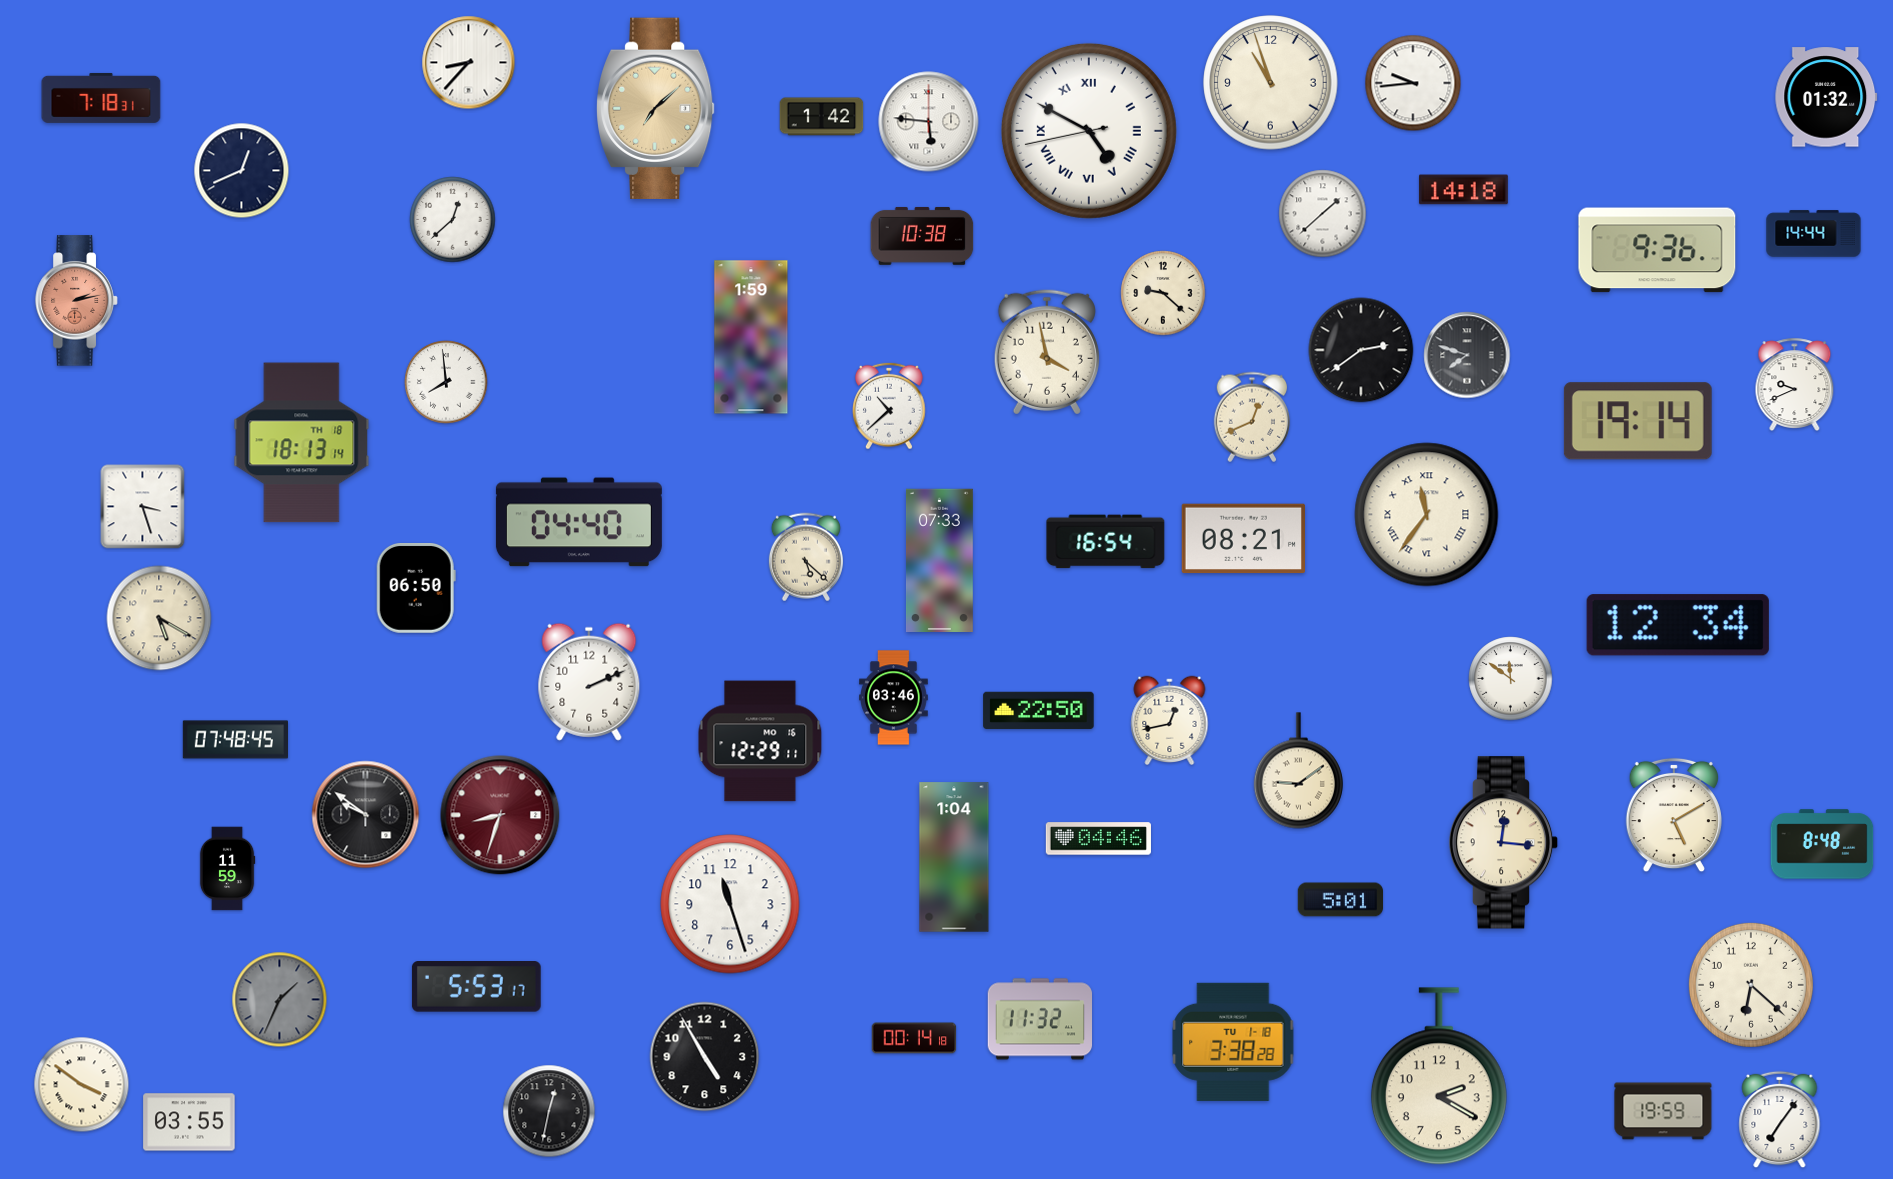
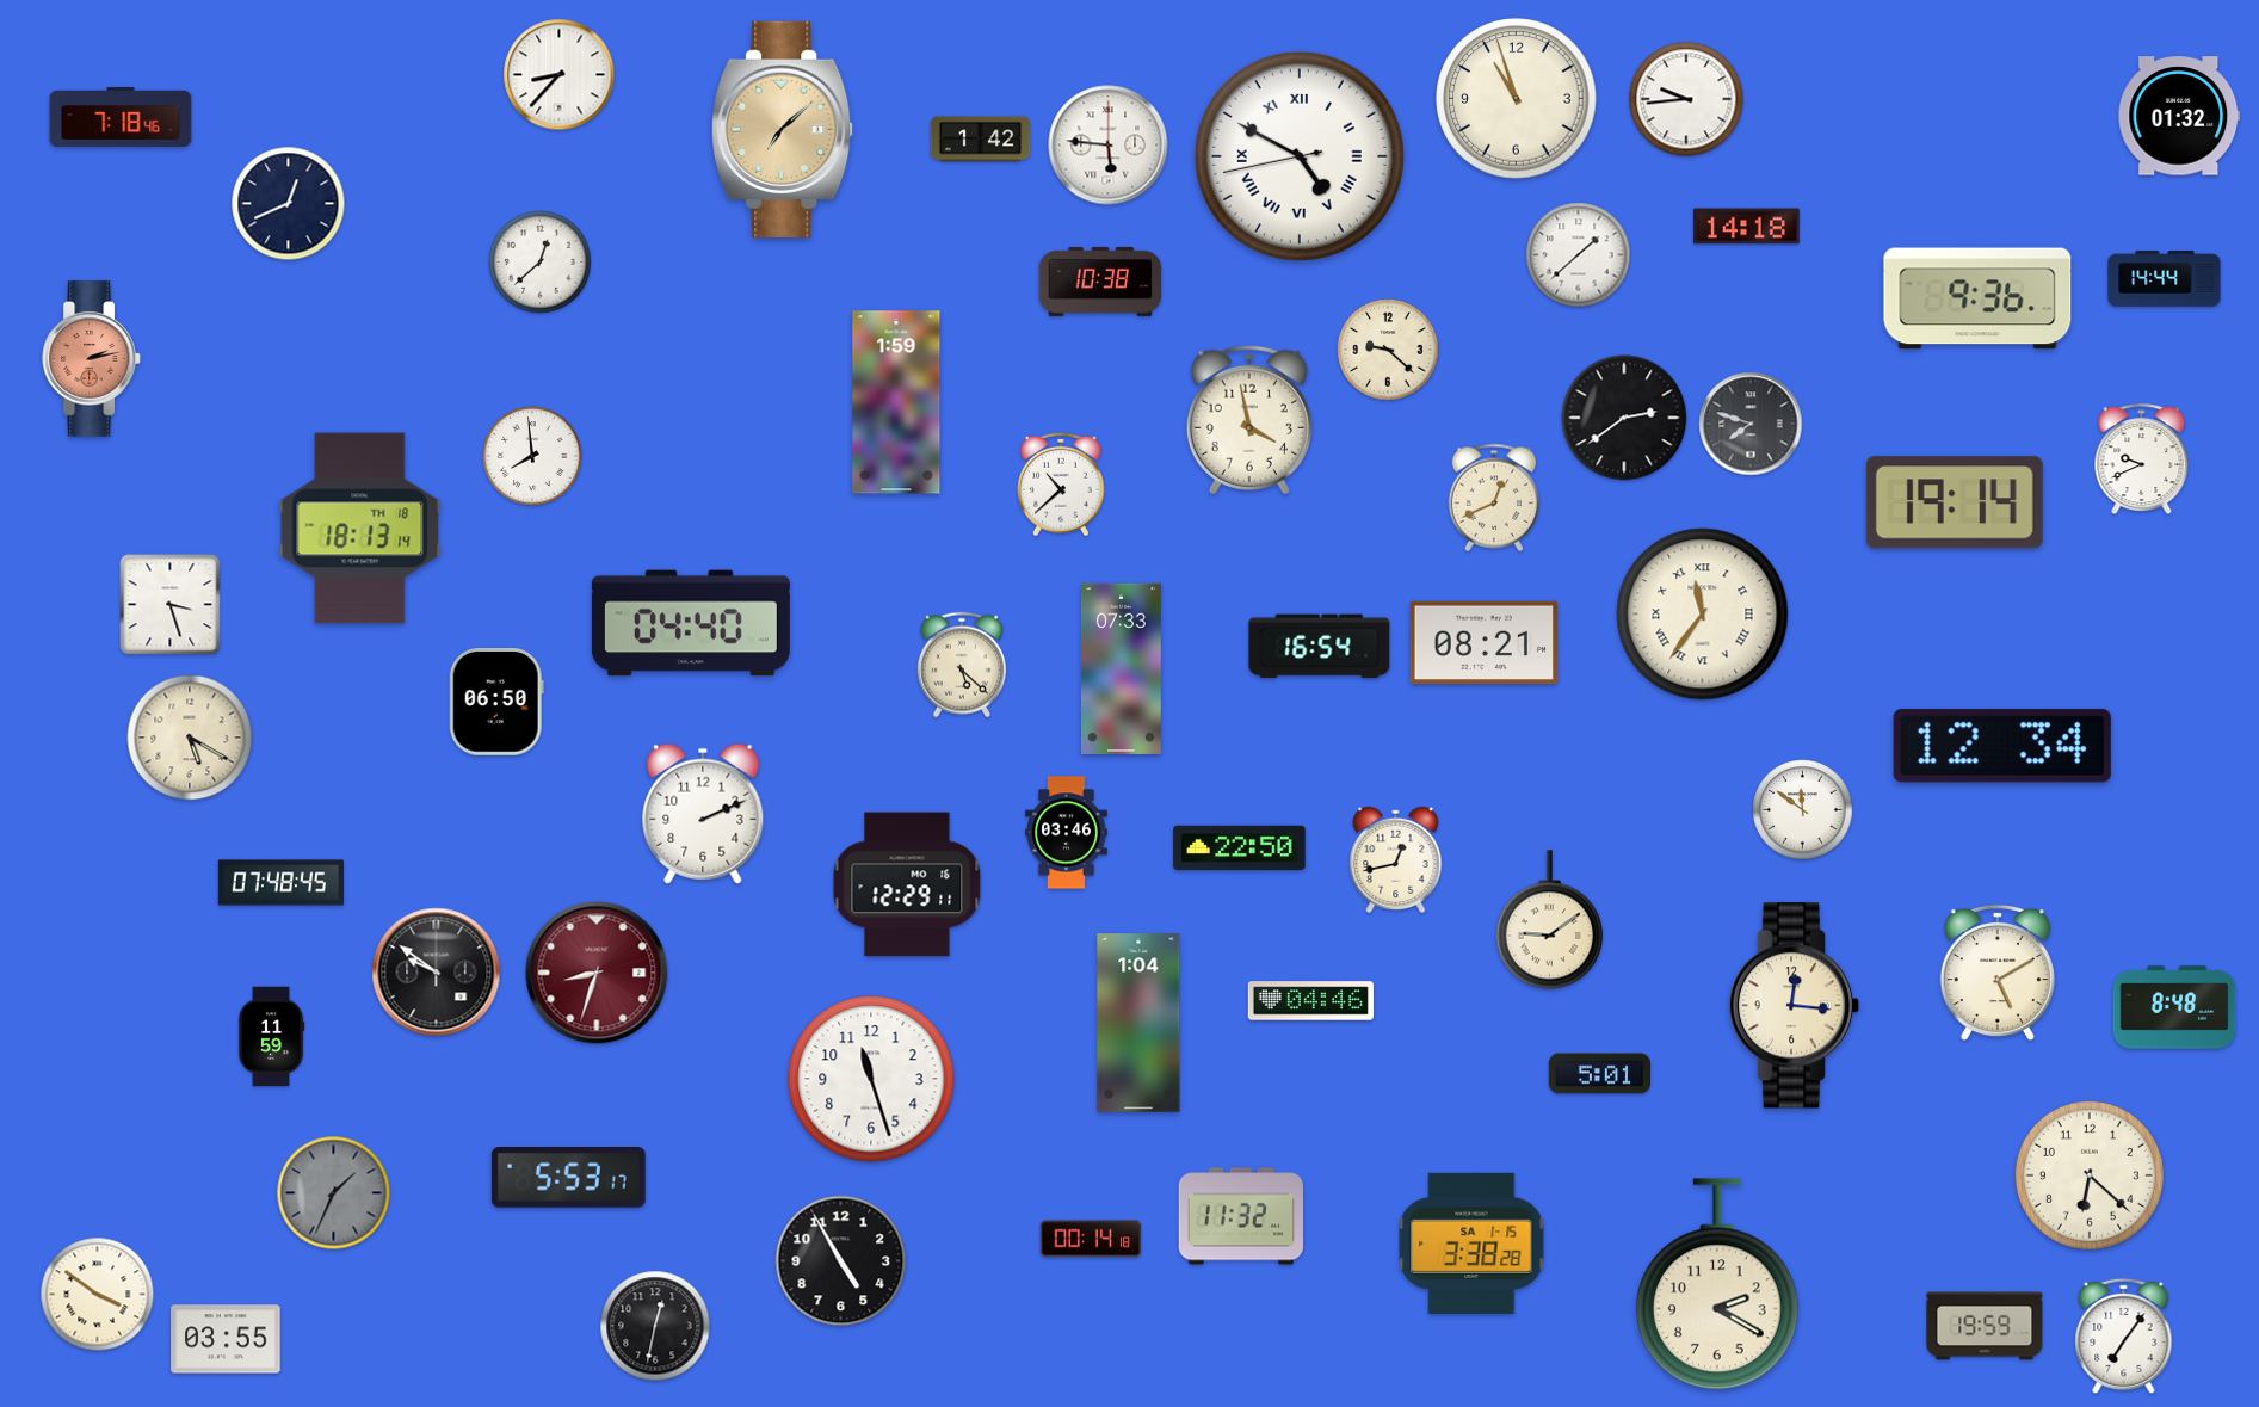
clock at (101, 98): 7:18:31 -> 7:18:46
clock at (1233, 1042) date: TU 1-18 -> SA 1-15
